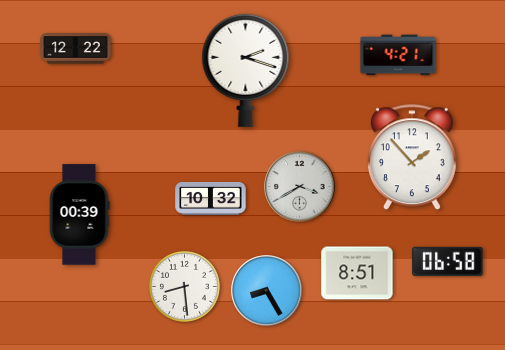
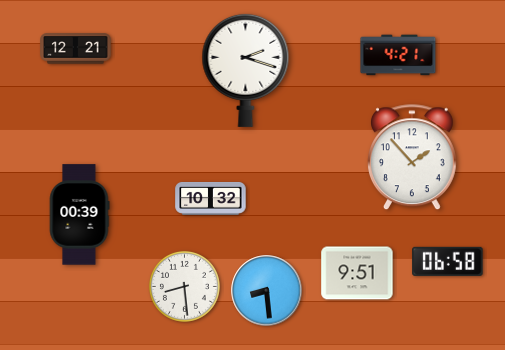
clock at (76, 49): 12:22 -> 12:21
clock at (300, 187): 3:40 -> none
clock at (357, 273): 8:51 -> 9:51
clock at (267, 291): 8:25 -> 8:29
